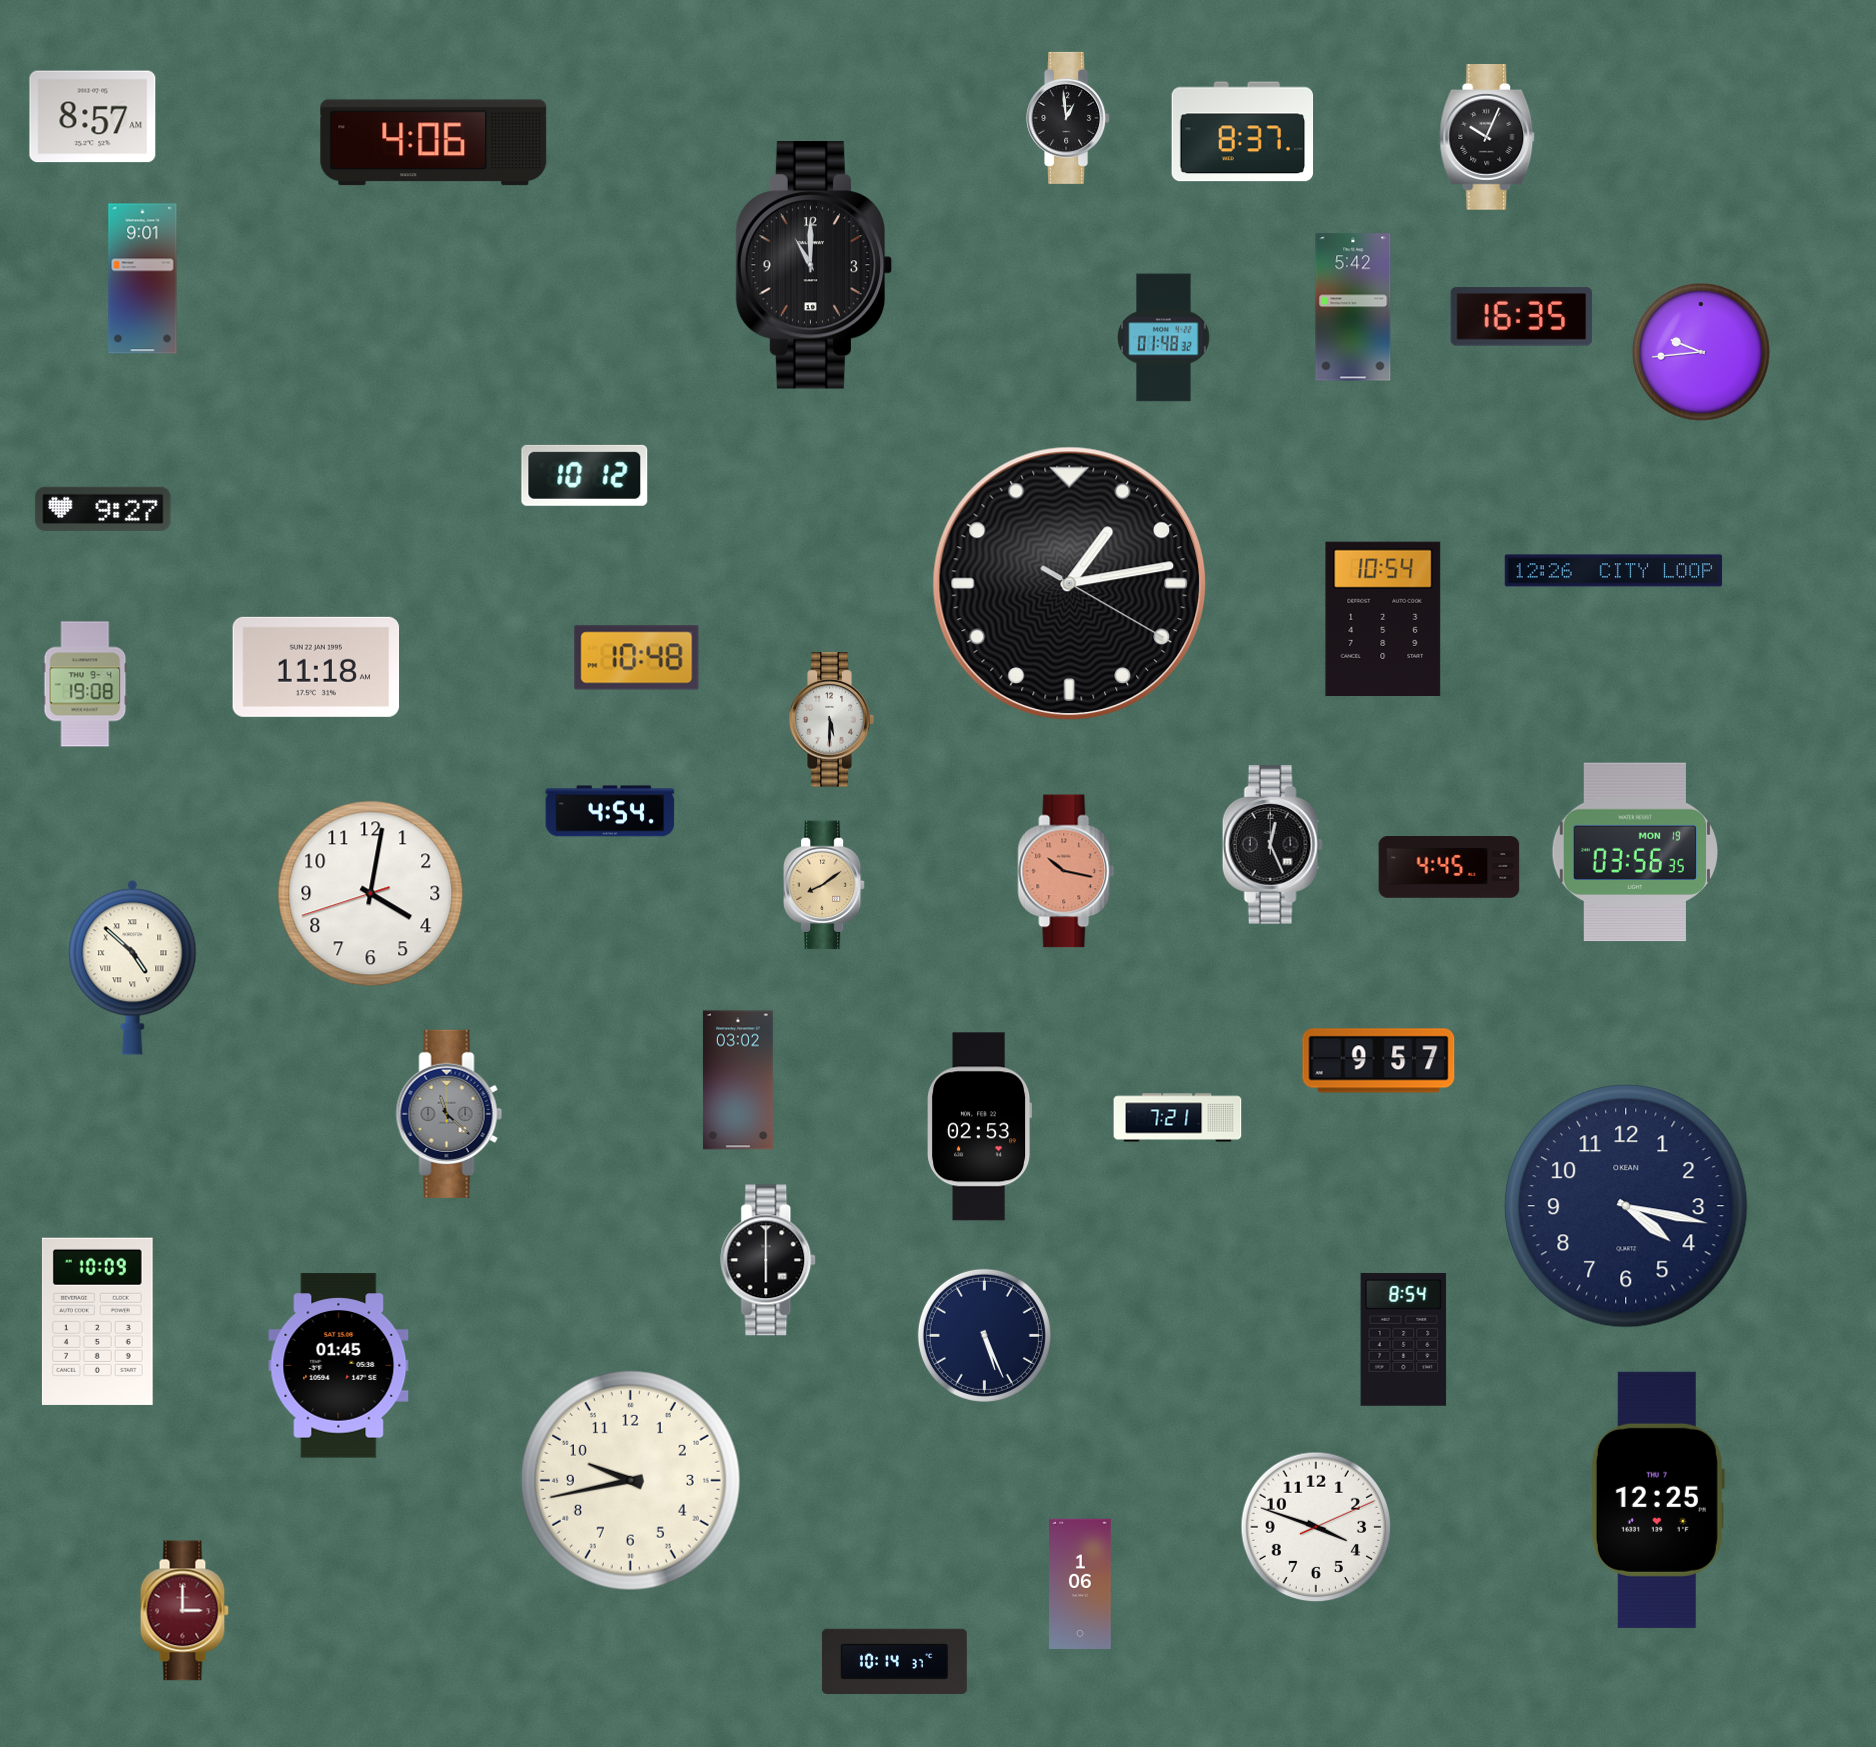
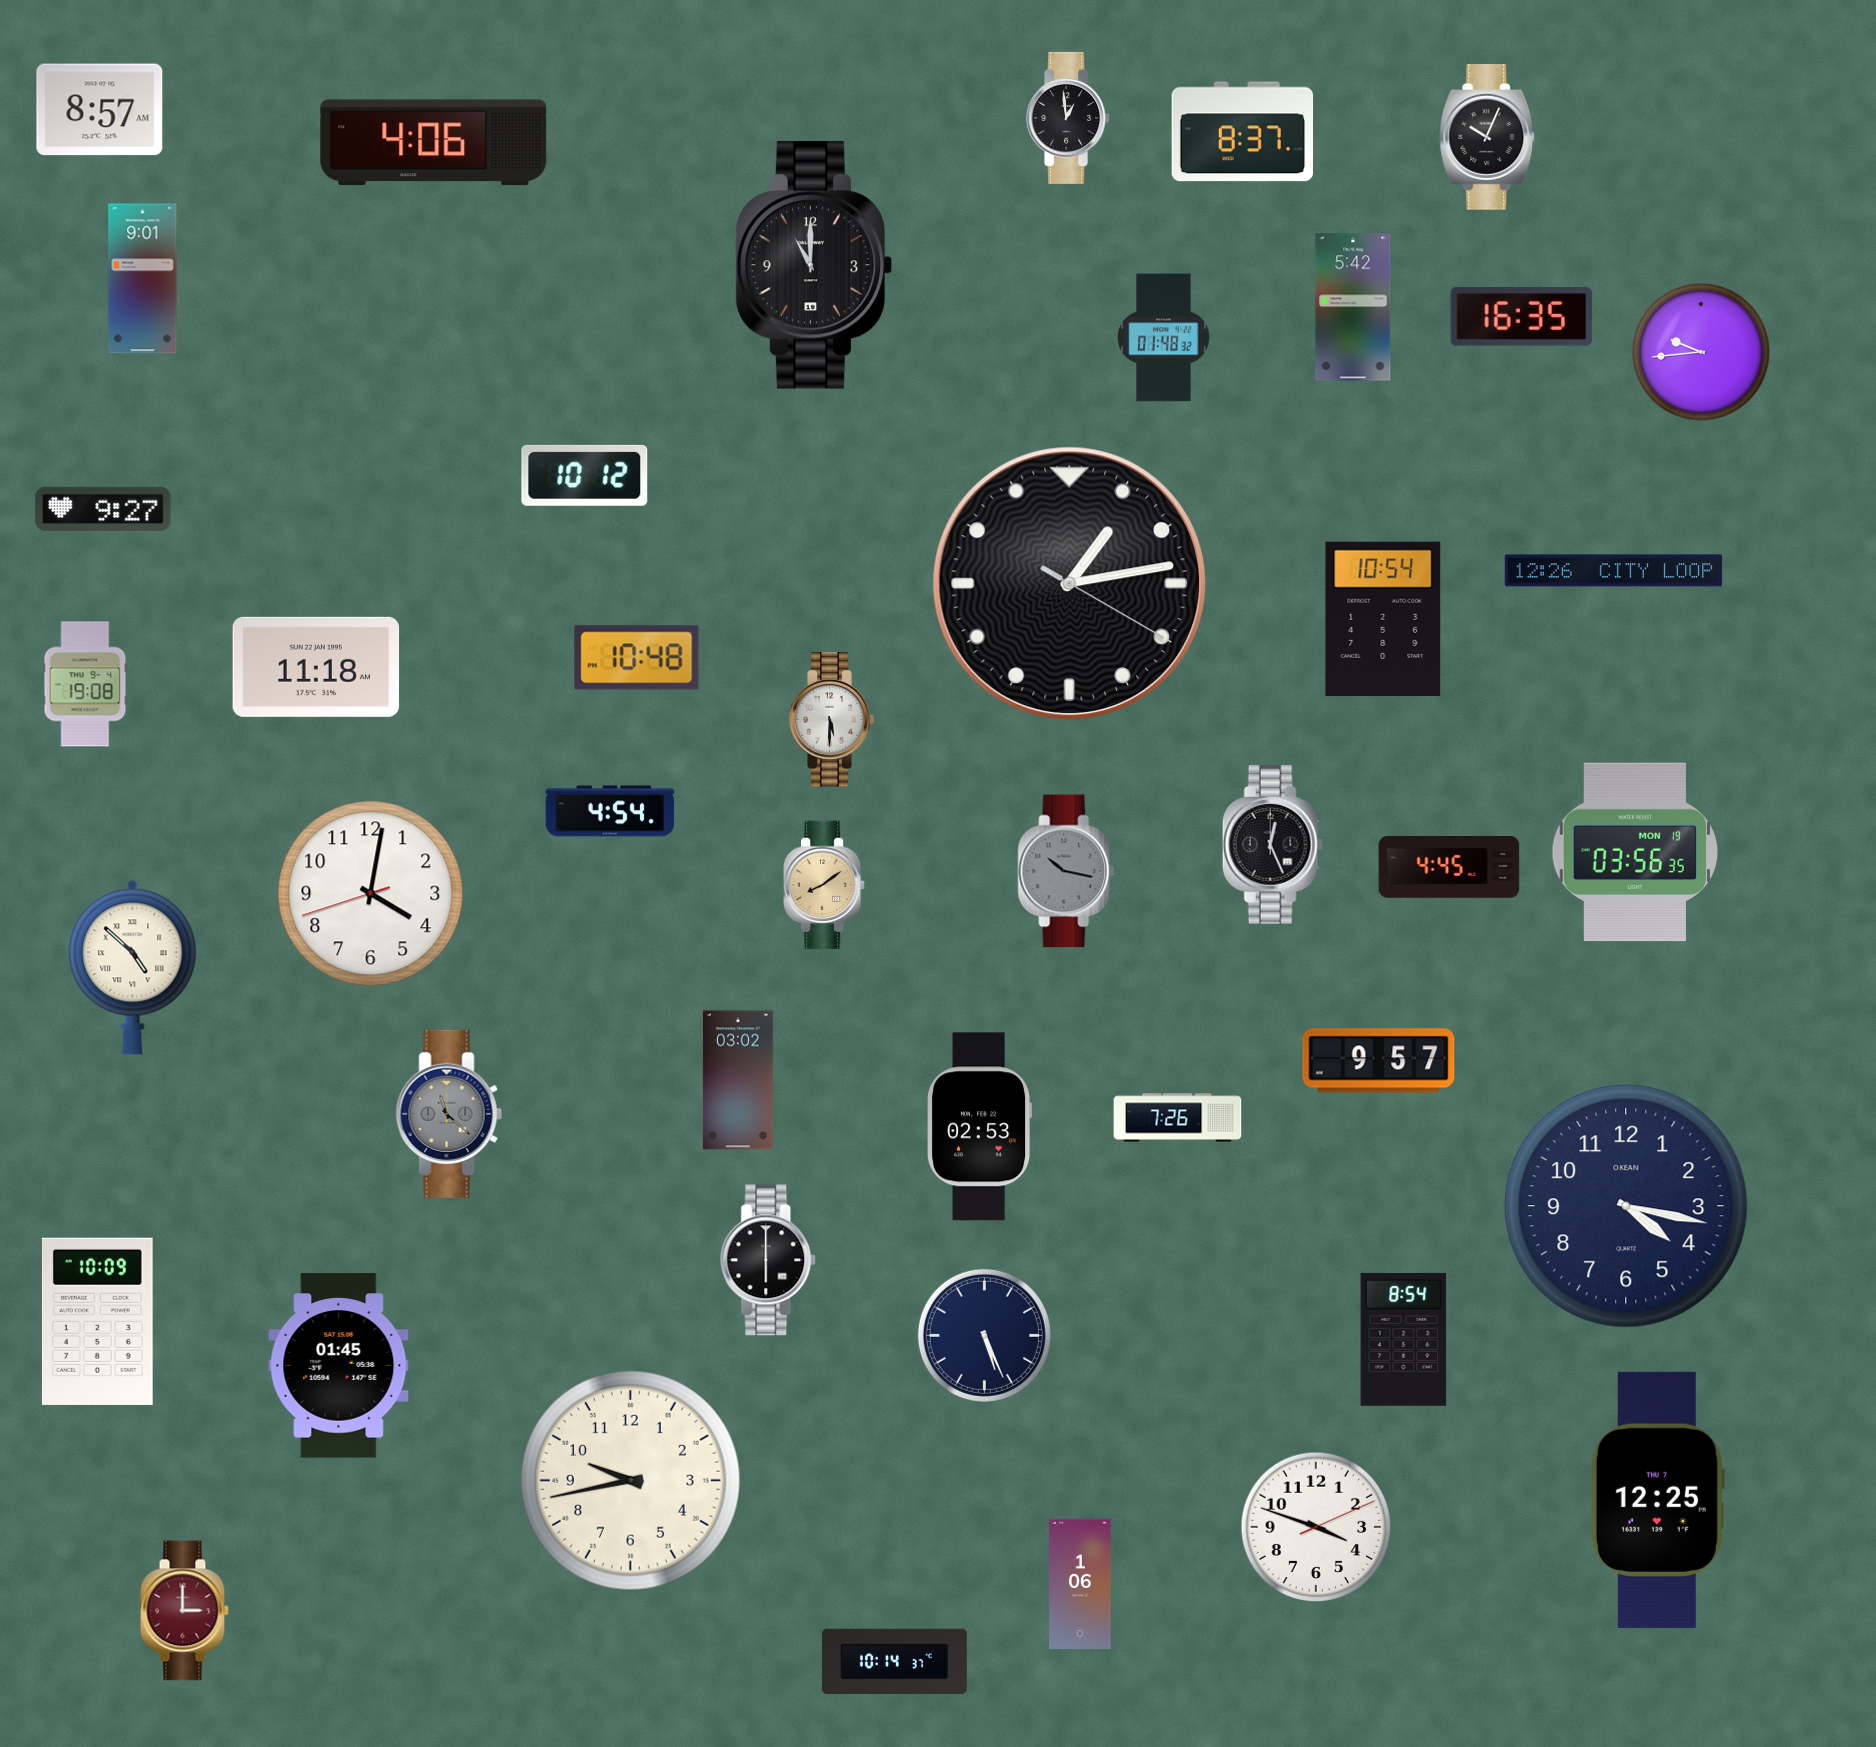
clock at (93, 117) position: (93, 117) -> (100, 110)
clock at (1066, 871) dial: salmon -> grey
clock at (1178, 1118): 7:21 -> 7:26
